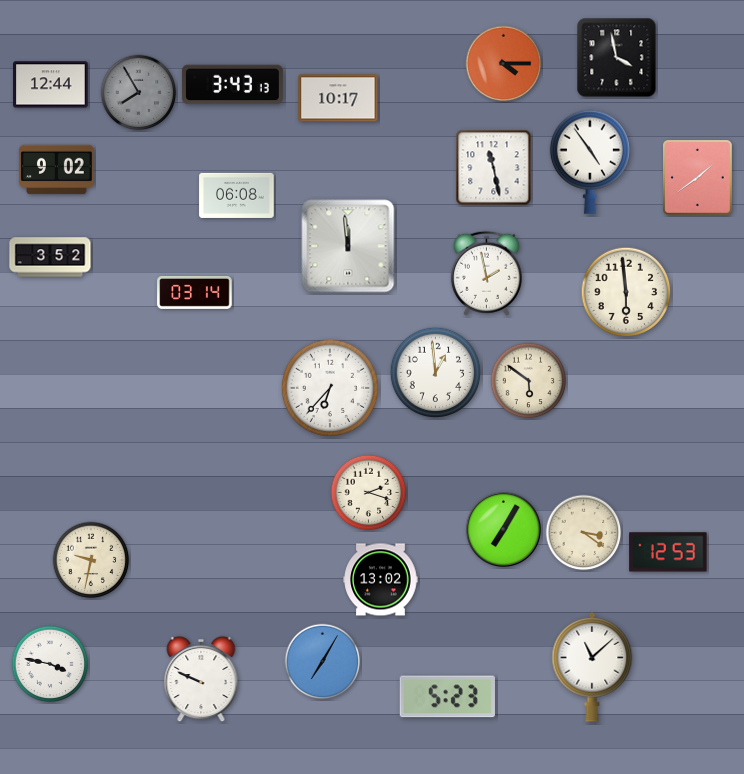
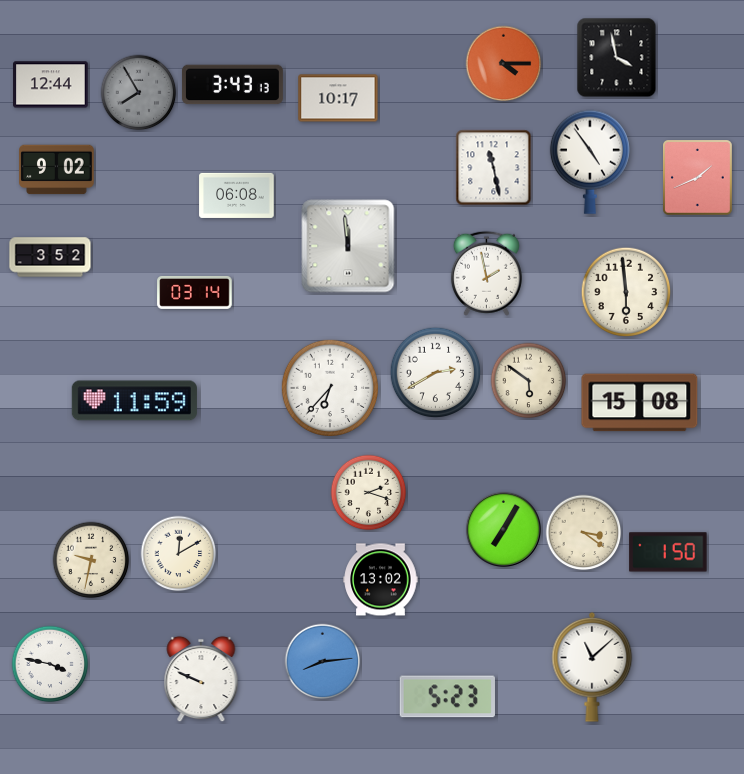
clock at (698, 178): 1:39 -> 1:41
clock at (436, 373): 12:59 -> 2:40
clock at (134, 401): none -> 11:59
clock at (640, 403): none -> 15:08
clock at (668, 552): 12:53 -> 1:50
clock at (179, 554): none -> 12:10
clock at (323, 662): 7:05 -> 8:14
